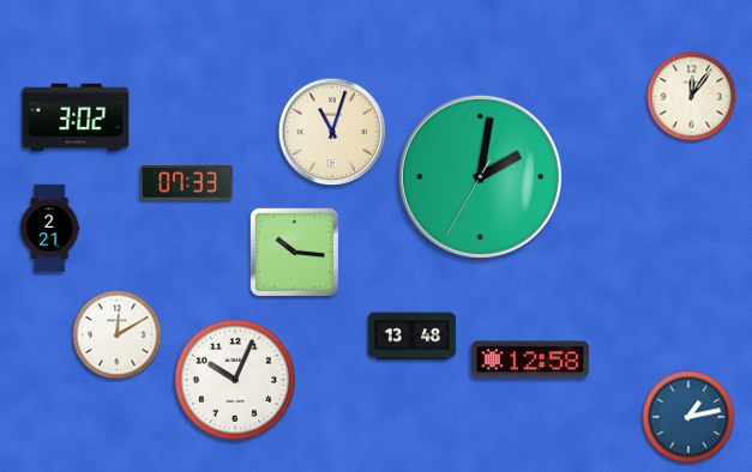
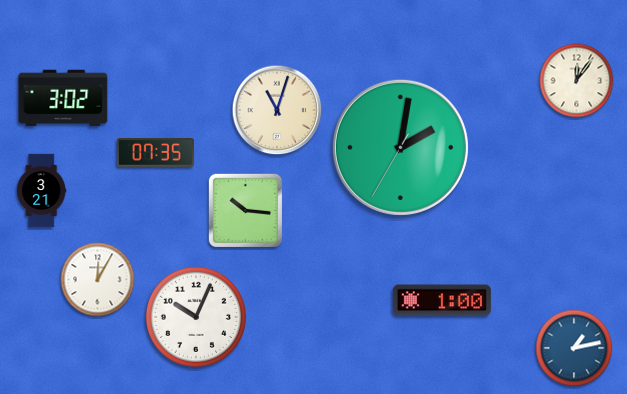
clock at (186, 182): 07:33 -> 07:35
clock at (50, 229): 2:21 -> 3:21
clock at (118, 335): 12:10 -> 12:05
clock at (413, 337): 13:48 -> none
clock at (530, 359): 12:58 -> 1:00
